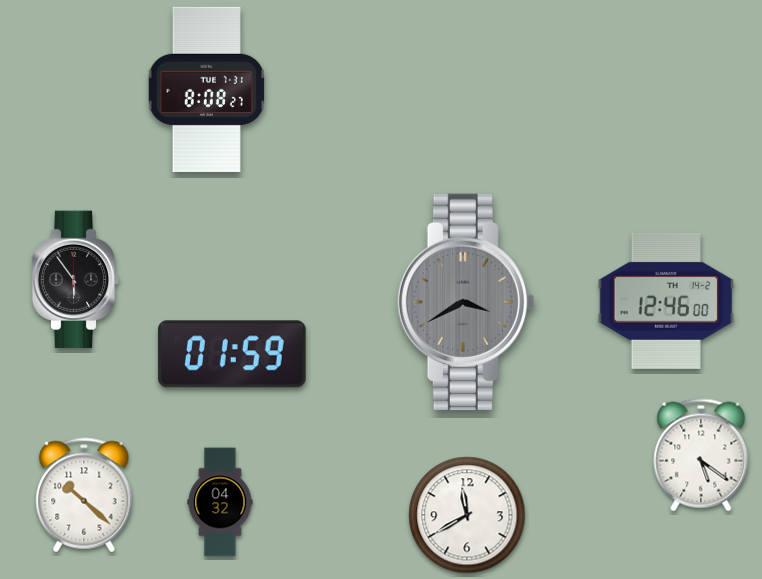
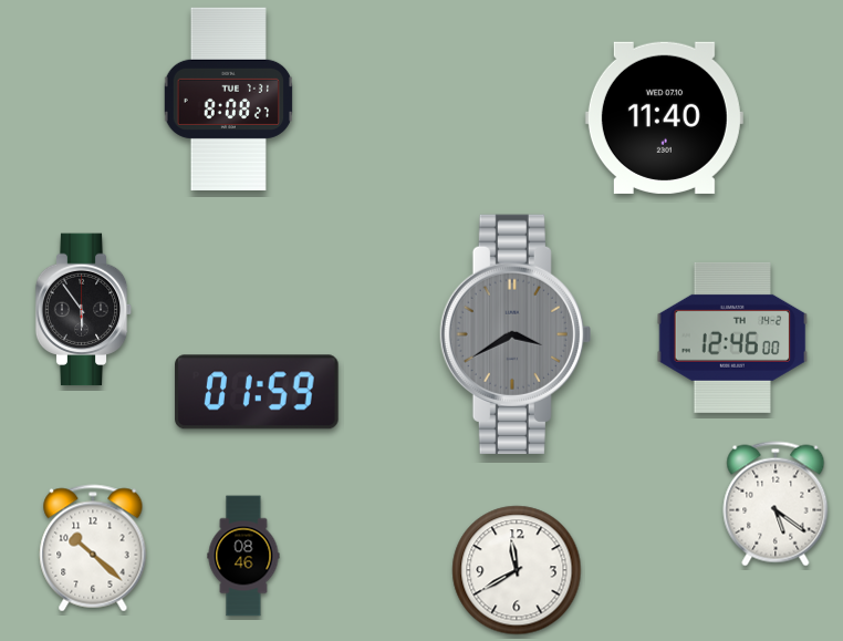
clock at (664, 117): none -> 11:40
clock at (666, 301) position: (666, 301) -> (732, 338)
clock at (220, 502): 04:32 -> 08:46
